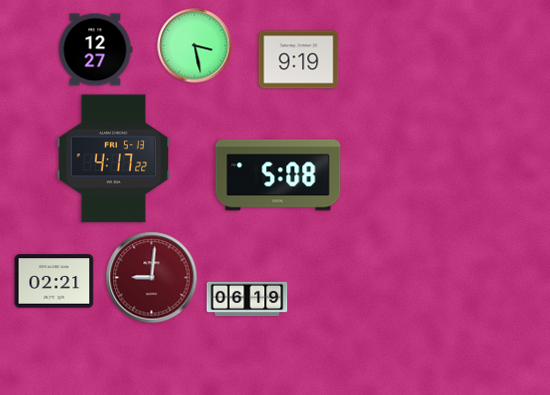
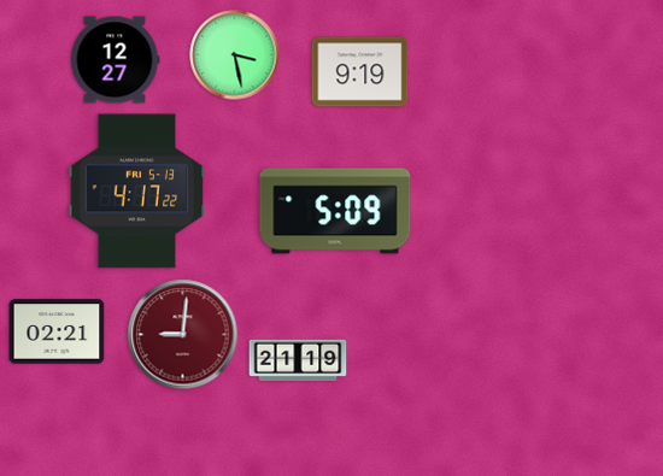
clock at (278, 175): 5:08 -> 5:09
clock at (54, 281) position: (54, 281) -> (57, 331)
clock at (247, 299): 06:19 -> 21:19
